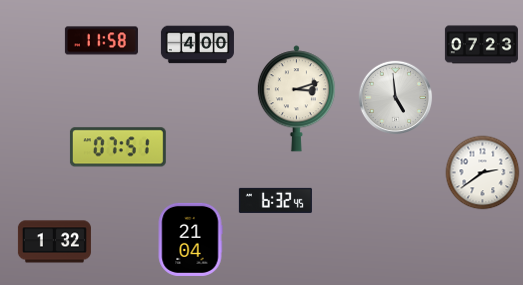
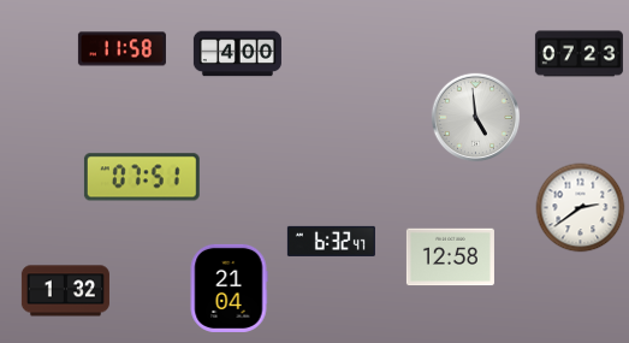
clock at (296, 99): 3:12 -> none
clock at (275, 200): 6:32:45 -> 6:32:47
clock at (450, 258): none -> 12:58
